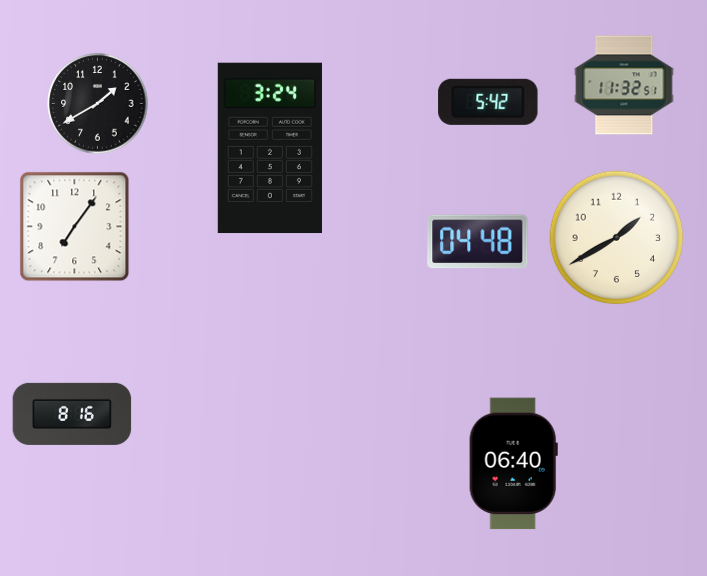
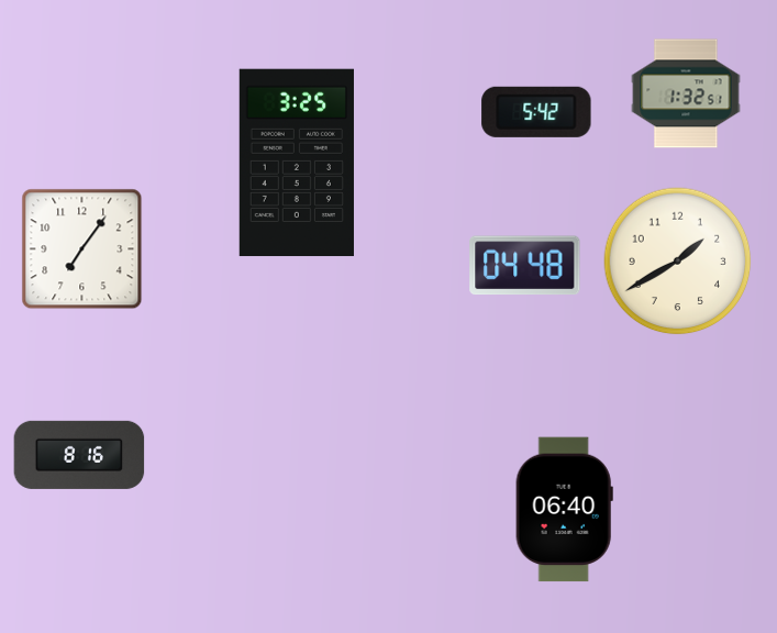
clock at (624, 85): 11:32 -> 1:32
clock at (98, 104): 1:40 -> none
clock at (270, 148): 3:24 -> 3:25
